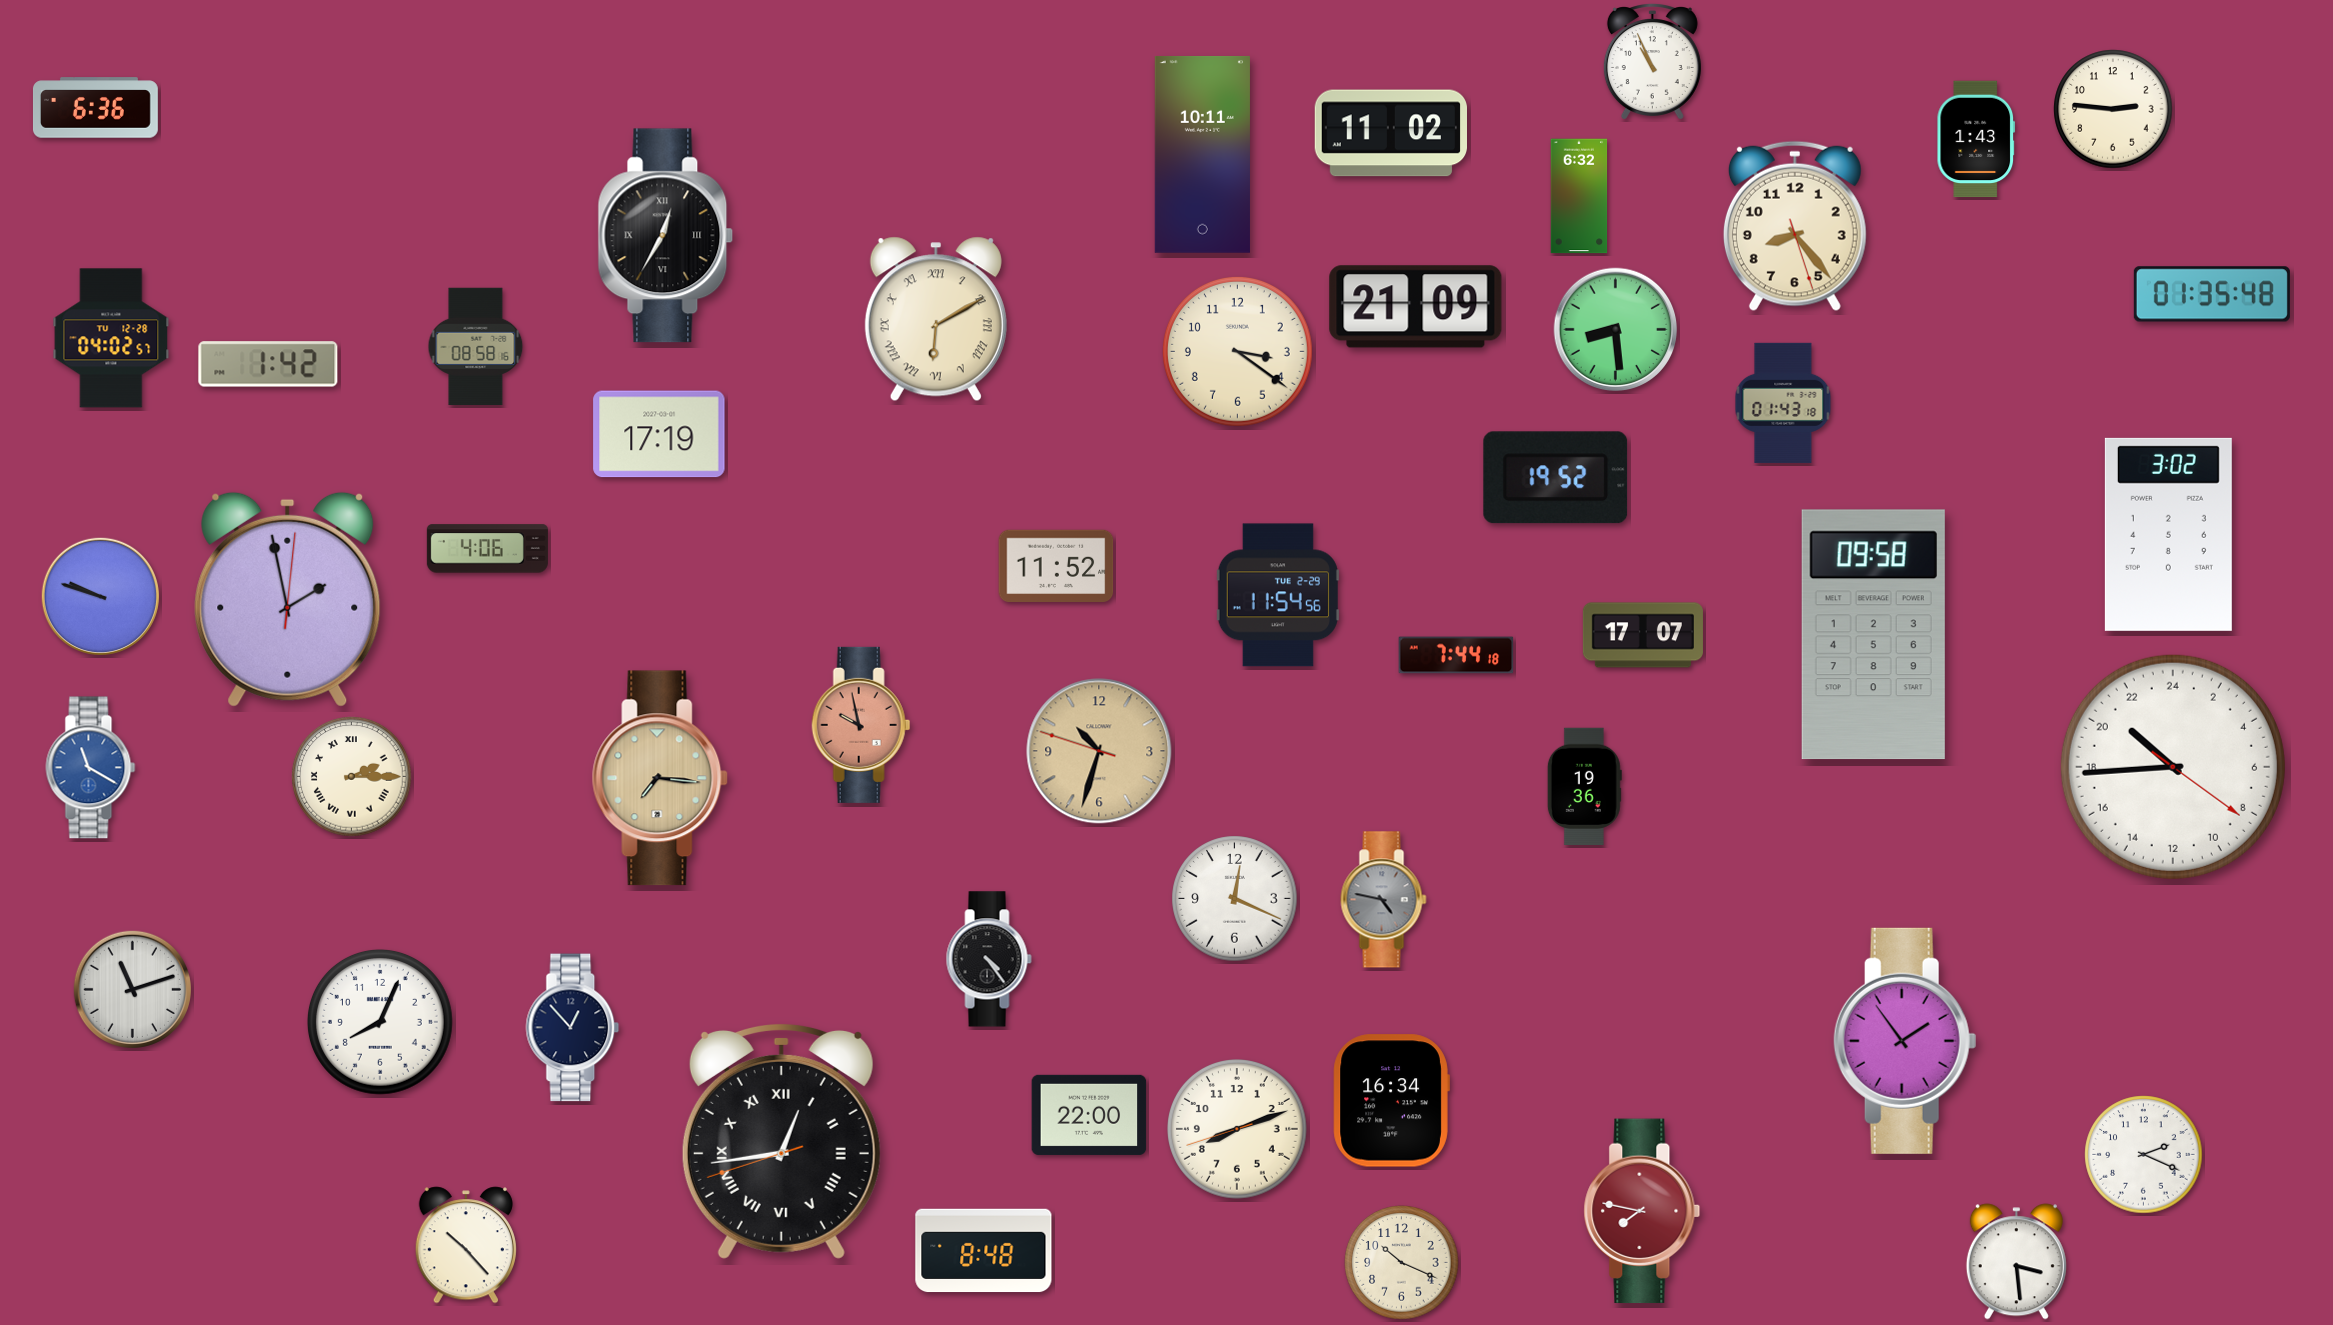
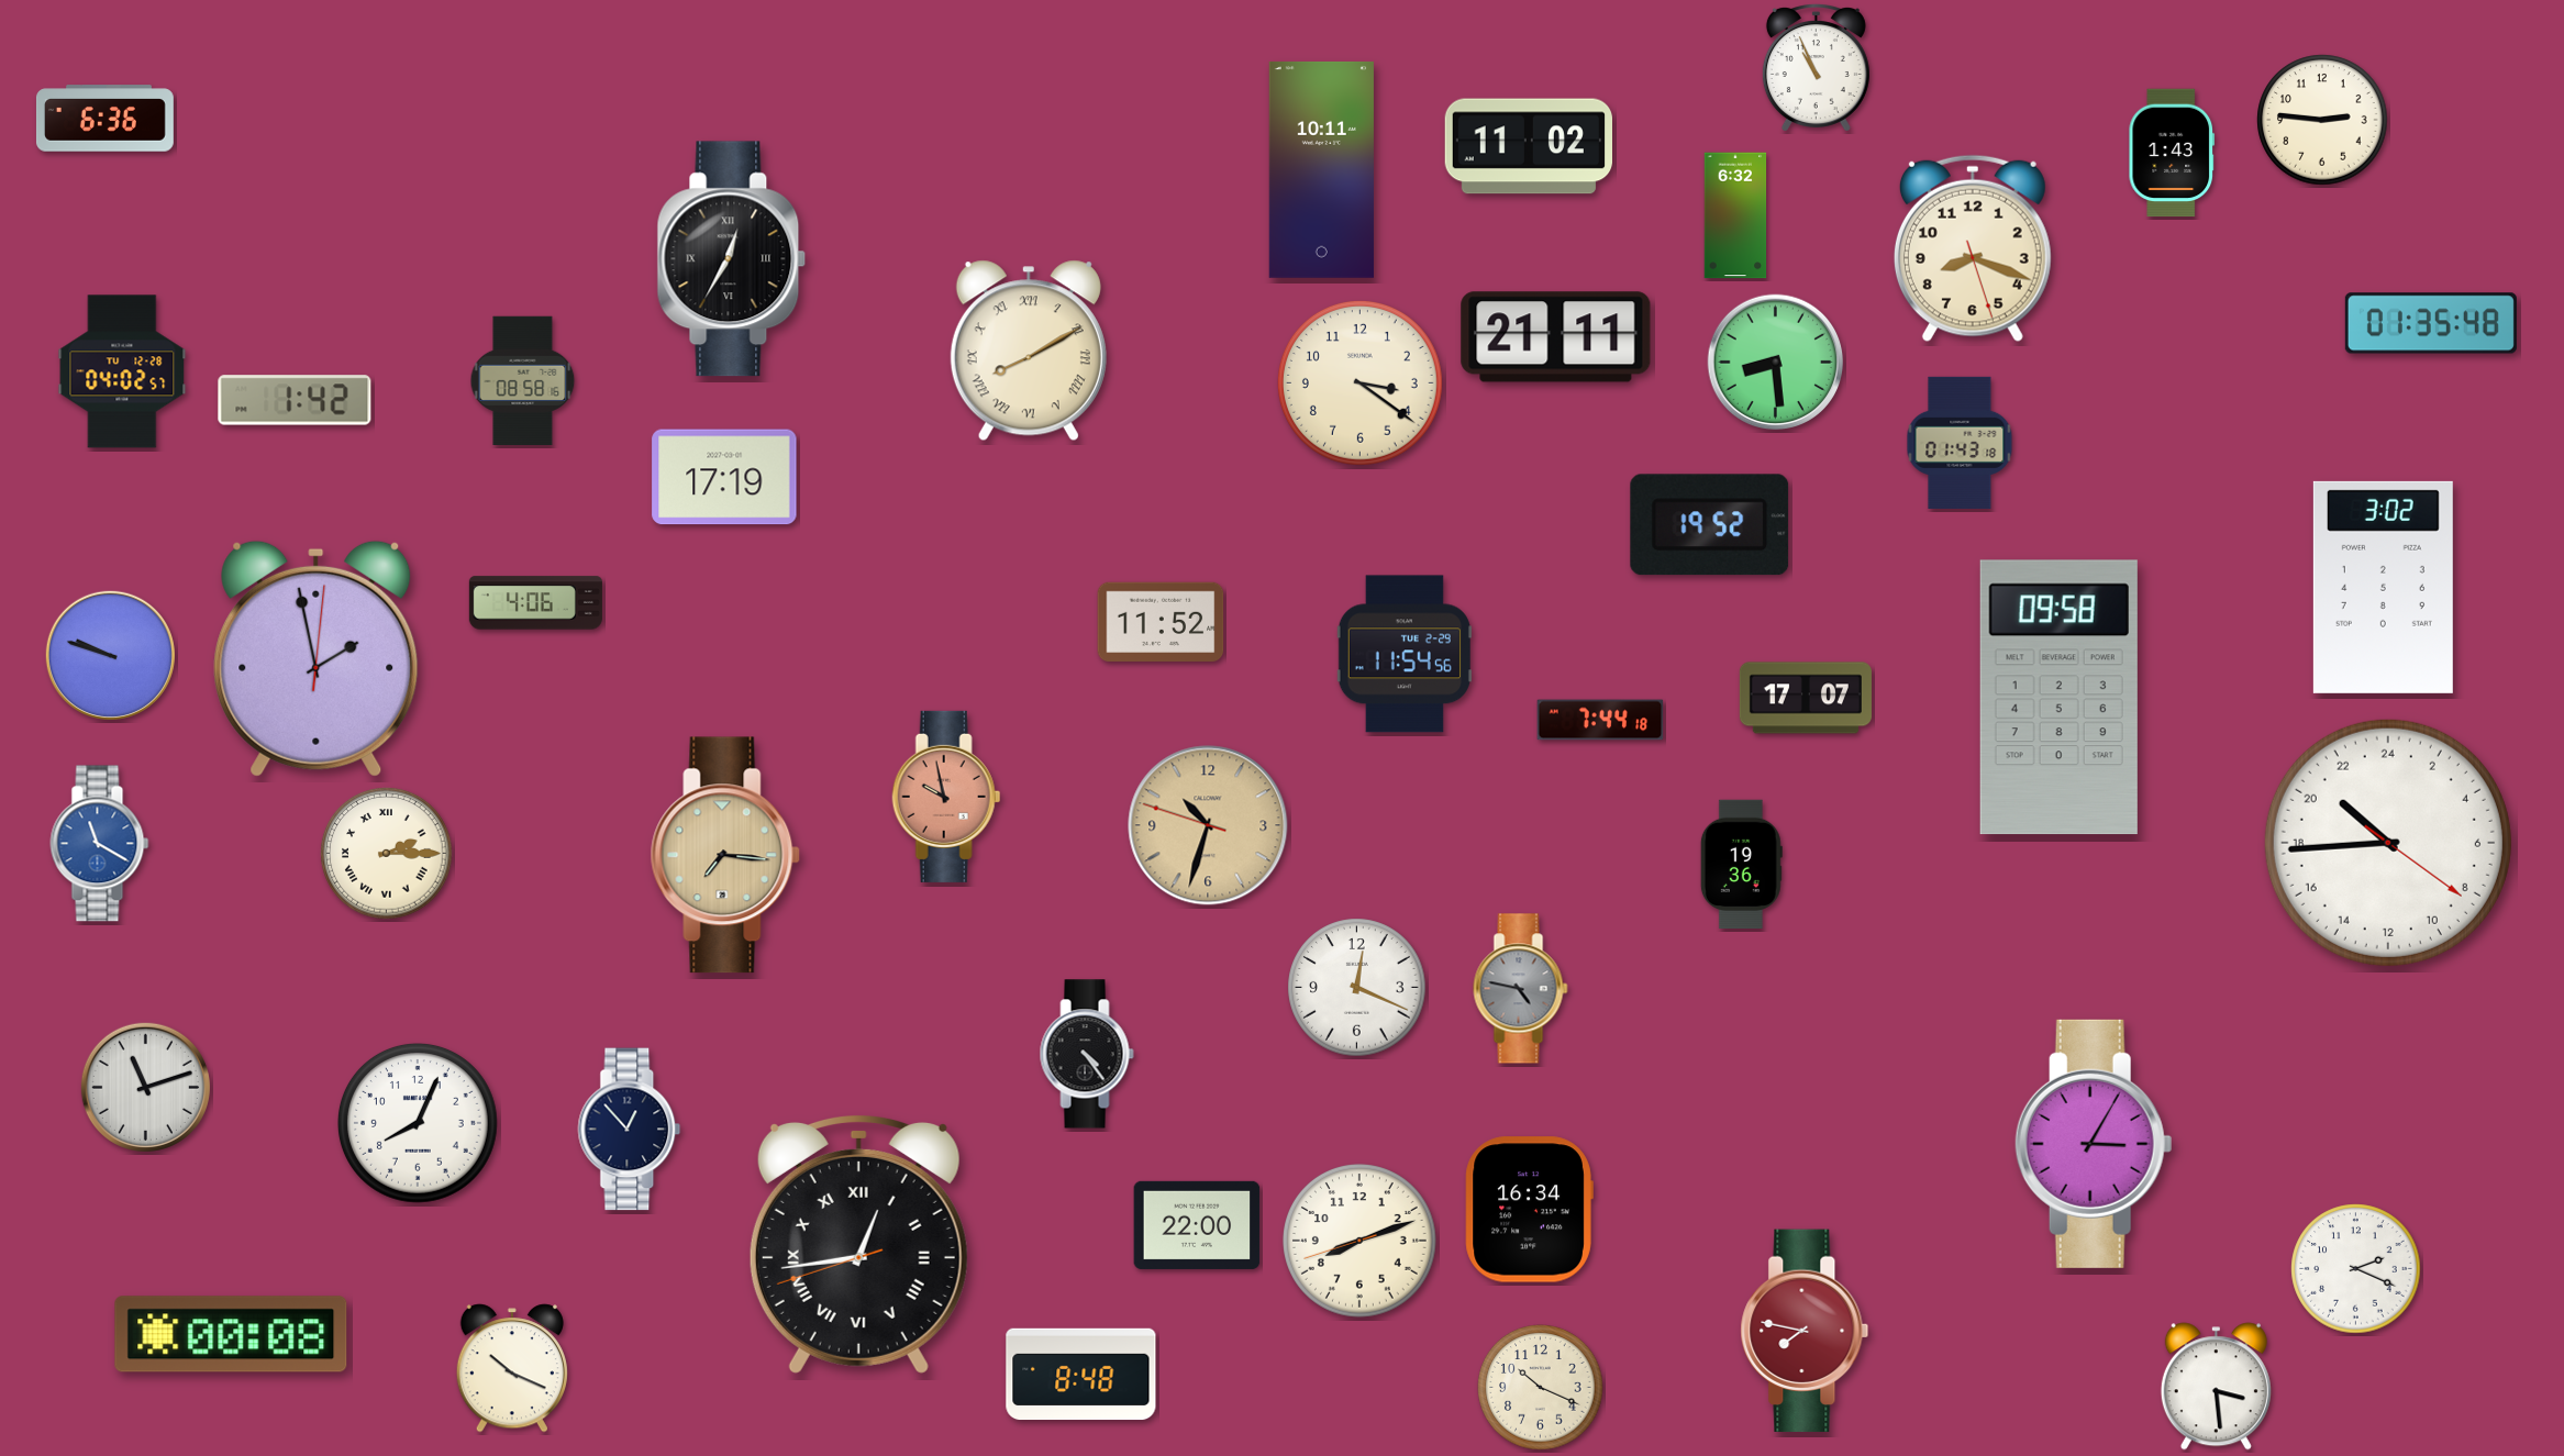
clock at (1795, 226): 8:23 -> 8:18
clock at (1416, 307): 21:09 -> 21:11
clock at (936, 319): 6:10 -> 8:10
clock at (1237, 351) position: (1237, 351) -> (1359, 382)
clock at (1905, 1041): 1:54 -> 3:05
clock at (781, 1141) position: (781, 1141) -> (858, 1244)
clock at (231, 1334): none -> 00:08
clock at (466, 1245): 10:23 -> 10:19
